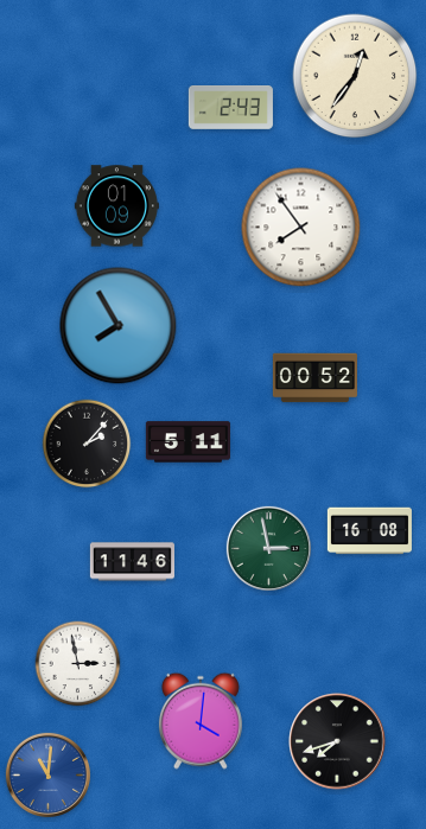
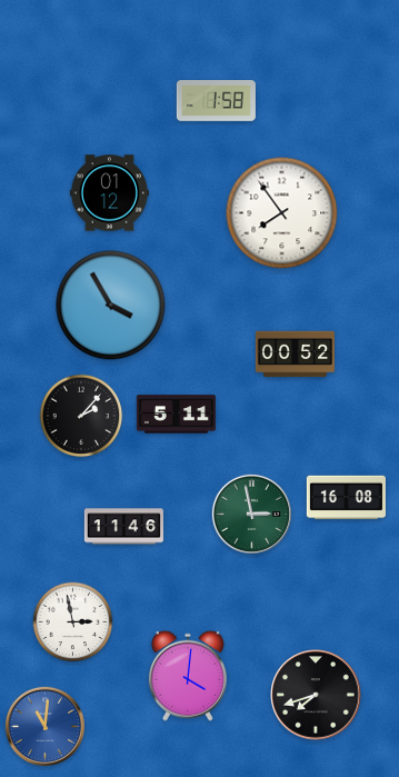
clock at (355, 76): 12:36 -> none
clock at (230, 108): 2:43 -> 1:58
clock at (116, 206): 01:09 -> 01:12
clock at (119, 326): 7:55 -> 3:55
